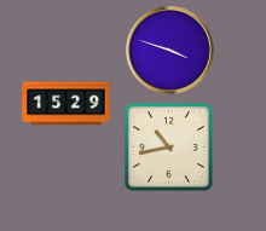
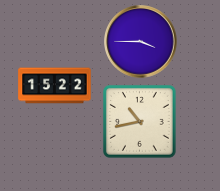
clock at (170, 51): 3:48 -> 3:45
clock at (66, 104): 15:29 -> 15:22
